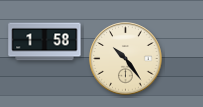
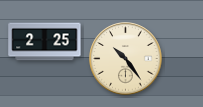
clock at (45, 42): 1:58 -> 2:25
